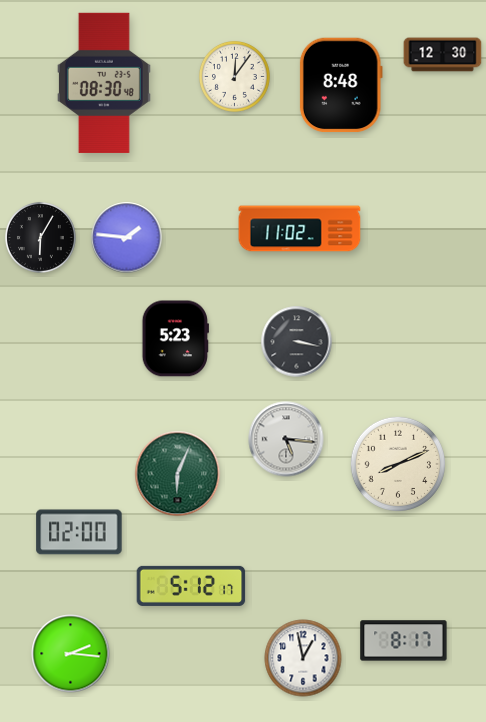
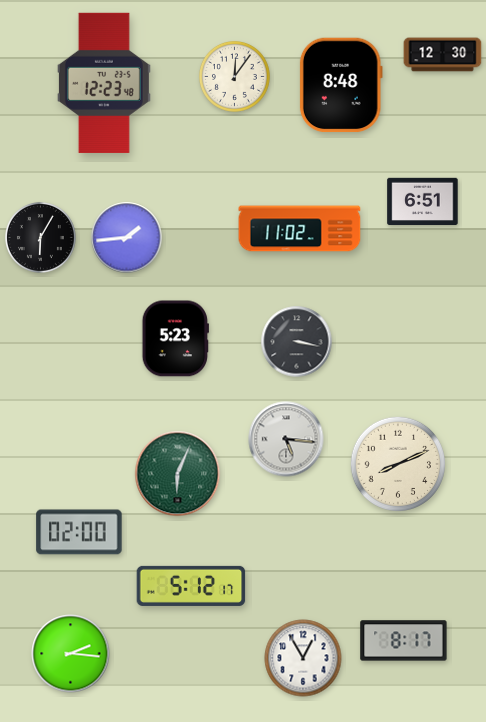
clock at (104, 83): 08:30 -> 12:23
clock at (423, 202): none -> 6:51
clock at (127, 238): 1:46 -> 1:44
clock at (303, 658): 12:58 -> 12:55
